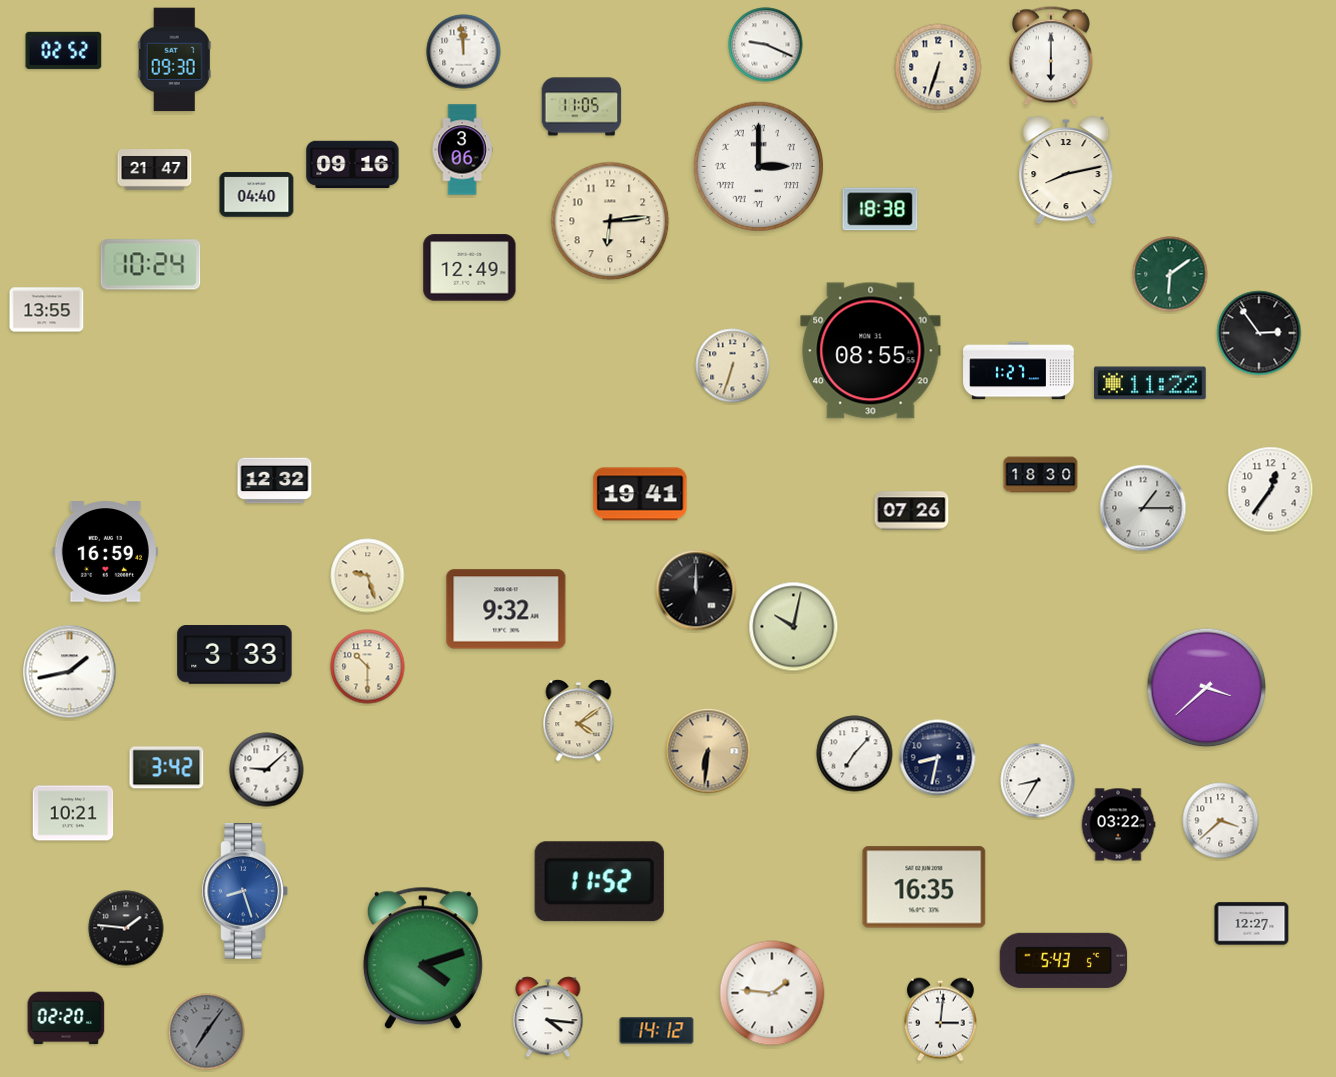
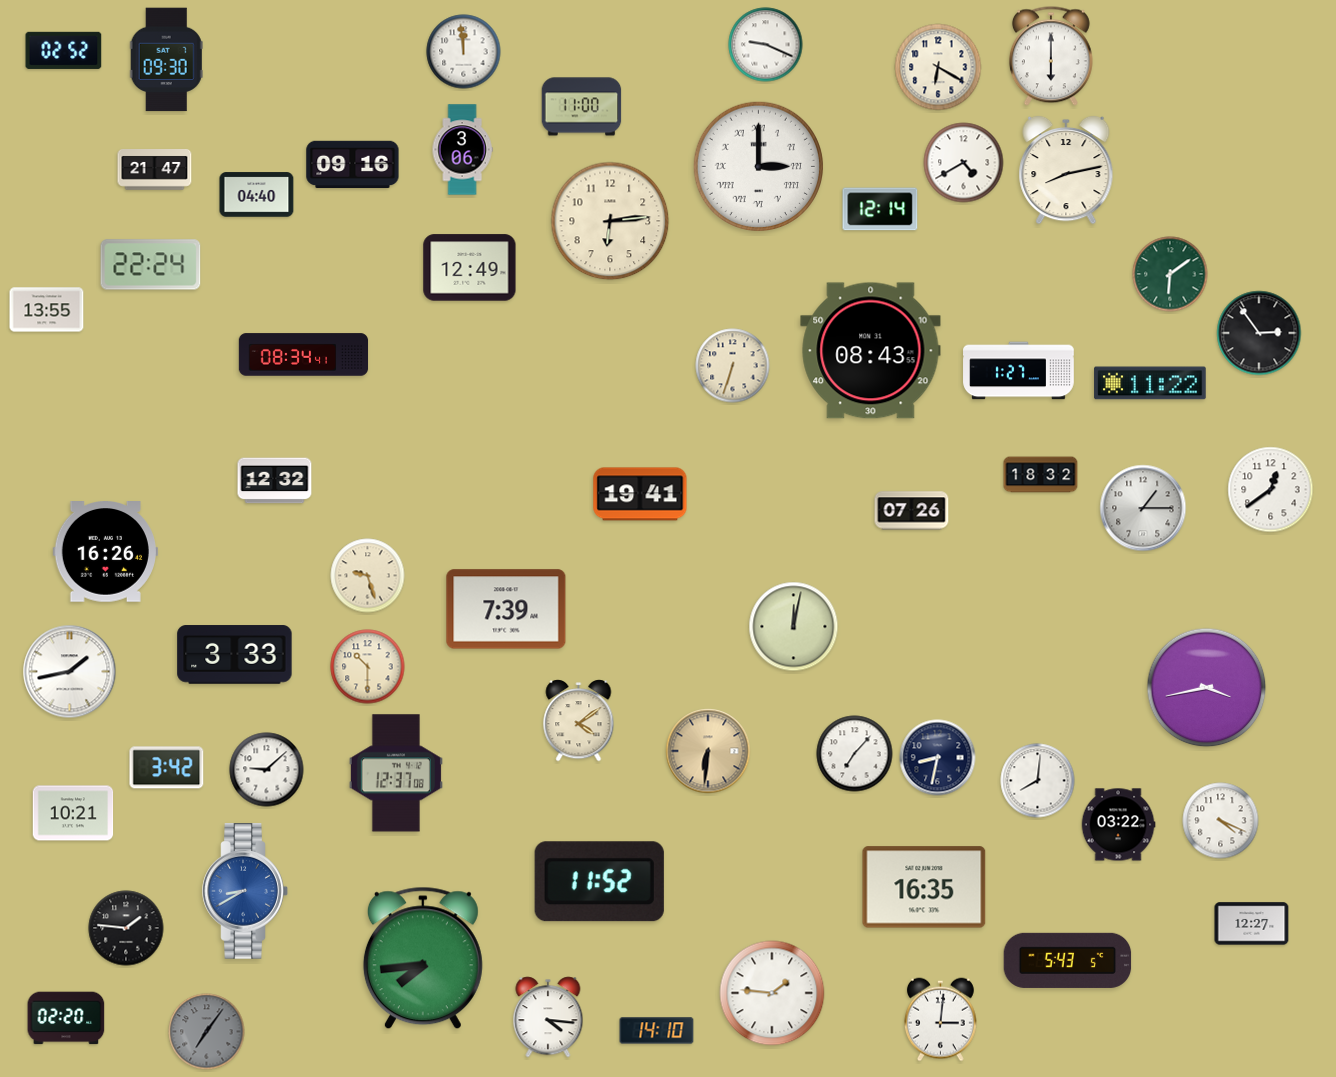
clock at (174, 60) position: (174, 60) -> (166, 60)
clock at (938, 67): 6:33 -> 6:20
clock at (582, 107): 11:05 -> 11:00
clock at (964, 163): none -> 4:40
clock at (880, 209): 18:38 -> 12:14
clock at (151, 265): 10:24 -> 22:24
clock at (871, 351): 08:55 -> 08:43
clock at (304, 355): none -> 08:34
clock at (1041, 475): 18:30 -> 18:32
clock at (1271, 490): 12:36 -> 12:39
clock at (105, 552): 16:59 -> 16:26
clock at (696, 590): 12:00 -> none
clock at (506, 609): 9:32 -> 7:39
clock at (794, 627): 10:02 -> 12:02
clock at (1207, 688): 3:38 -> 3:43
clock at (396, 773): none -> 12:37
clock at (1038, 781): 8:35 -> 8:01
clock at (1221, 821): 3:38 -> 4:19
clock at (245, 891): 8:27 -> 8:40
clock at (423, 958): 4:12 -> 7:44
clock at (1064, 960) position: (1064, 960) -> (1068, 960)
clock at (657, 1031): 14:12 -> 14:10
